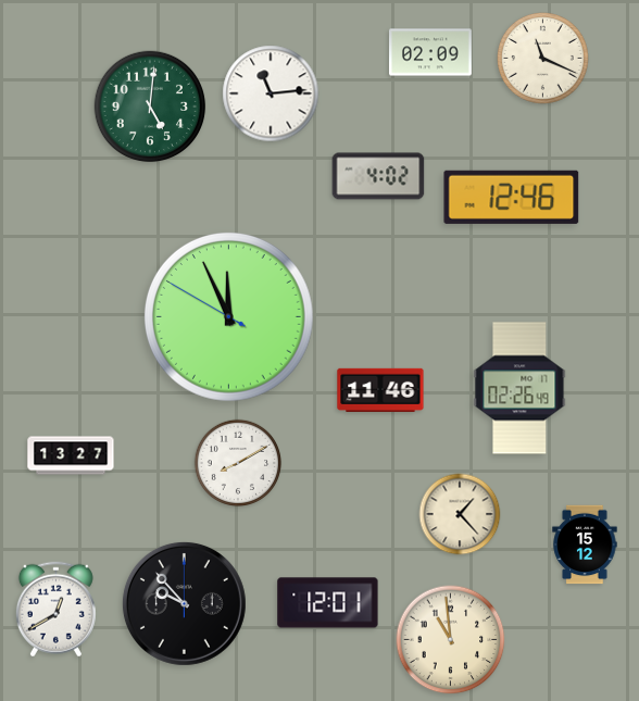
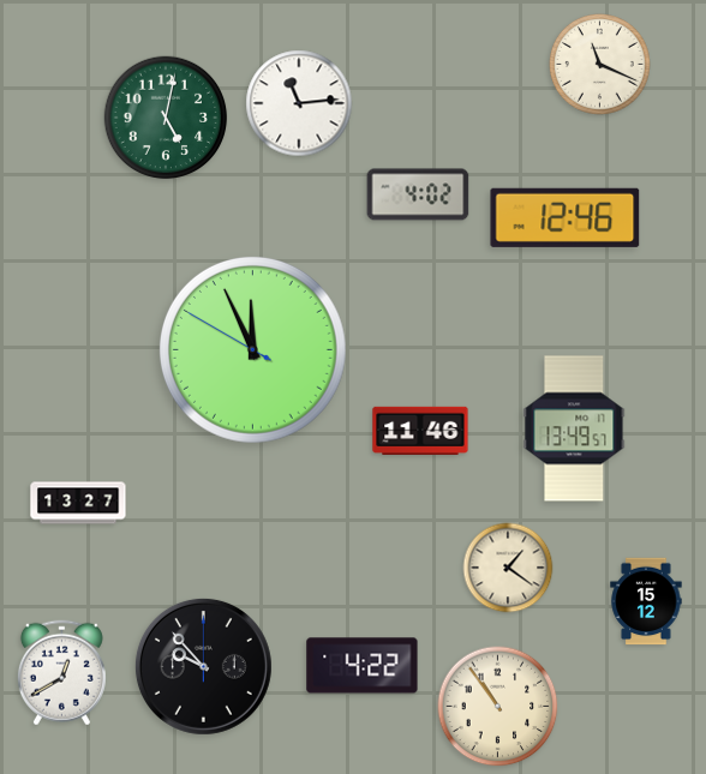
clock at (430, 52): 02:09 -> none
clock at (150, 107): 5:01 -> 5:02
clock at (519, 388): 02:26 -> 13:49
clock at (238, 463): 8:10 -> none
clock at (460, 514): 1:23 -> 1:21
clock at (328, 603): 12:01 -> 4:22
clock at (451, 640): 10:59 -> 10:54
